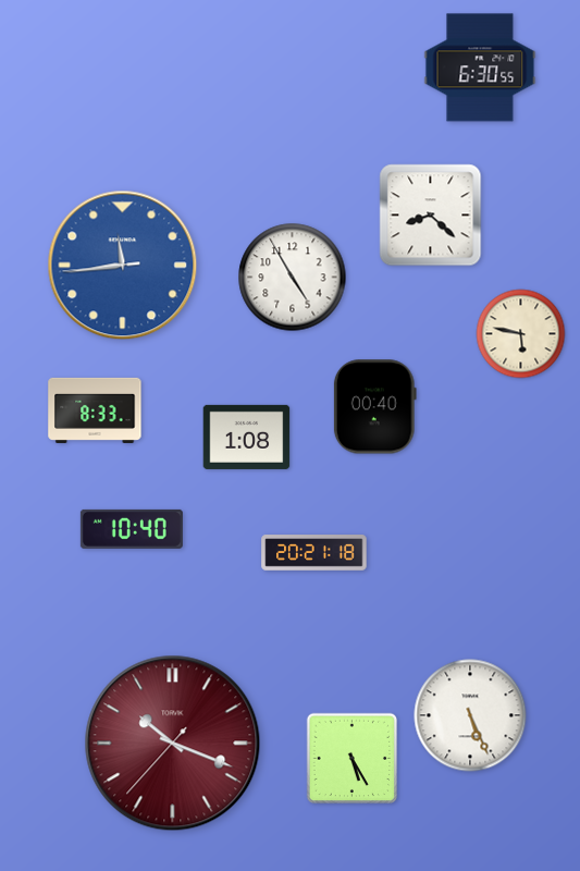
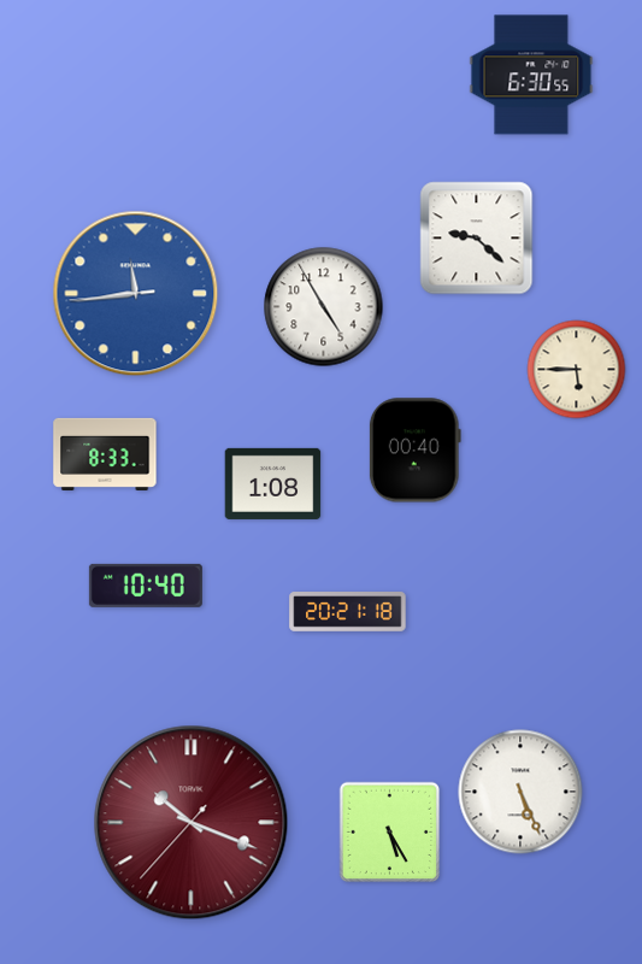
clock at (431, 216): 8:22 -> 9:22
clock at (521, 334): 5:47 -> 5:45
clock at (353, 759) position: (353, 759) -> (390, 833)
